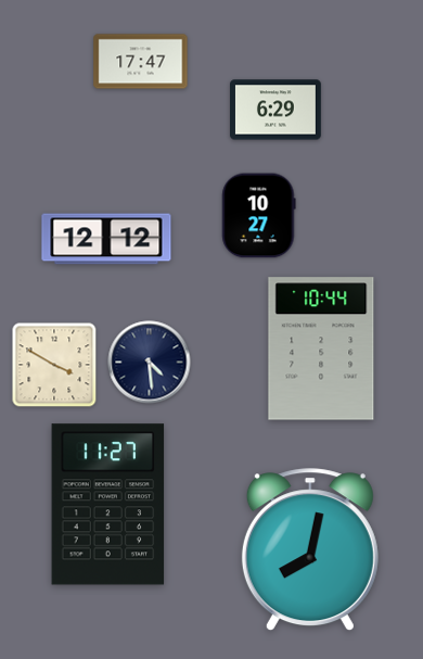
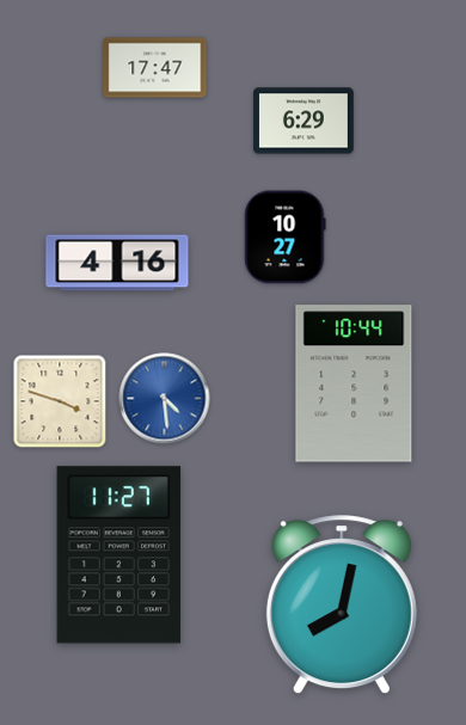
clock at (106, 239): 12:12 -> 4:16
clock at (150, 363) dial: navy -> blue
clock at (54, 365): 3:50 -> 3:48
